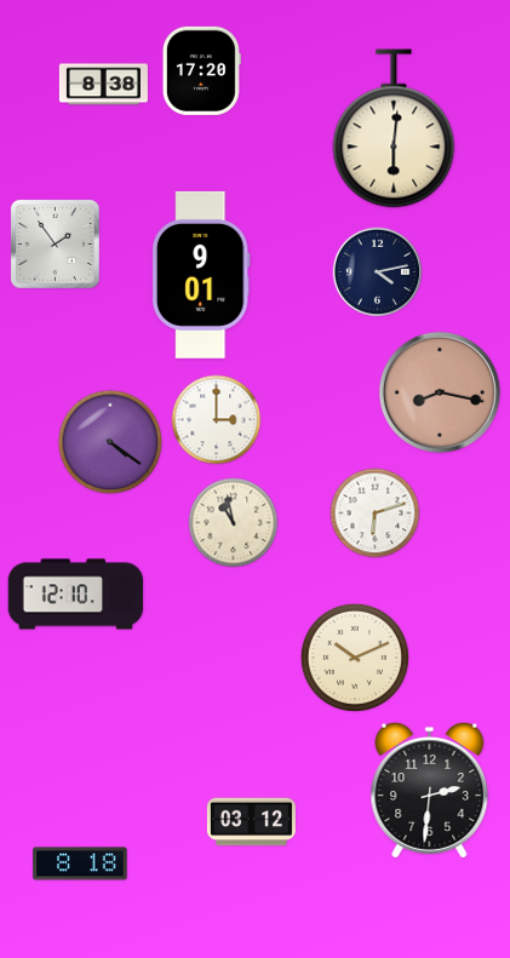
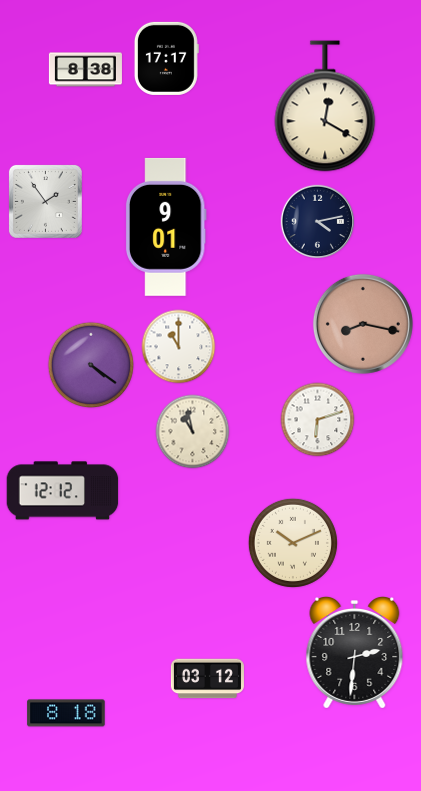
clock at (201, 70): 17:20 -> 17:17
clock at (394, 128): 6:01 -> 12:20
clock at (378, 273) position: (378, 273) -> (318, 222)
clock at (217, 420): 3:00 -> 11:00
clock at (376, 514) position: (376, 514) -> (318, 420)
clock at (76, 595): 12:10 -> 12:12
